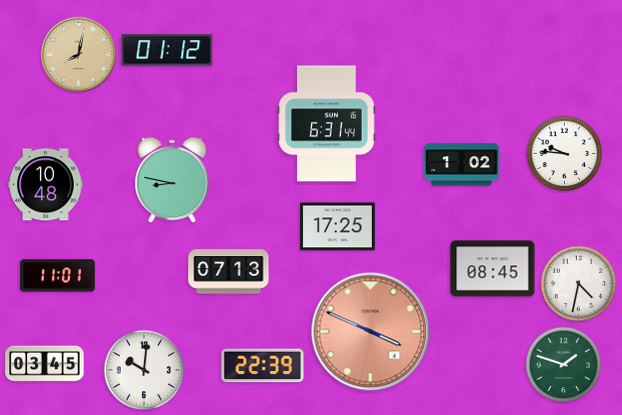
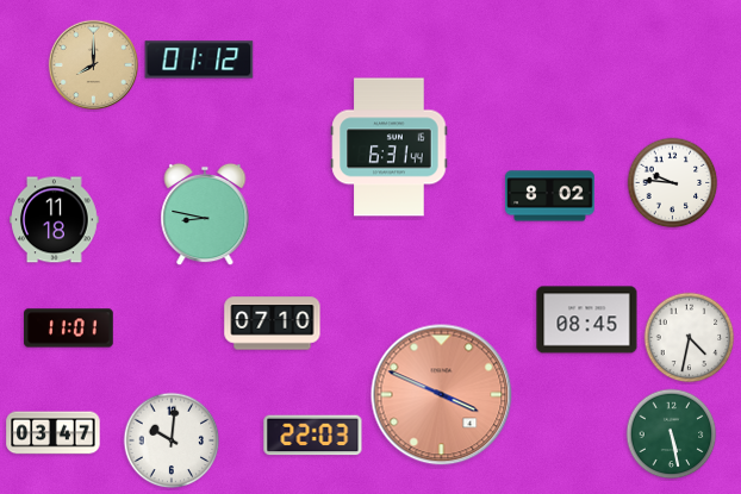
clock at (78, 54): 8:02 -> 8:00
clock at (462, 165): 1:02 -> 8:02
clock at (46, 185): 10:48 -> 11:18
clock at (338, 227): 17:25 -> none
clock at (229, 272): 07:13 -> 07:10
clock at (45, 364): 03:45 -> 03:47
clock at (564, 365): 1:48 -> 5:28
clock at (263, 366): 22:39 -> 22:03
